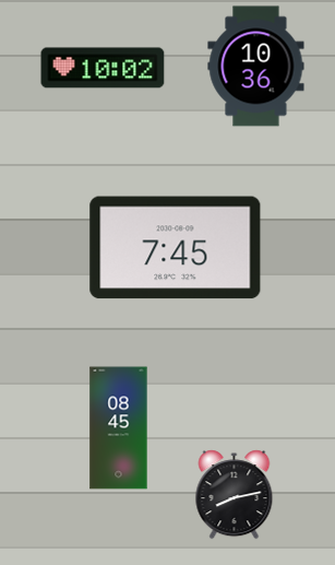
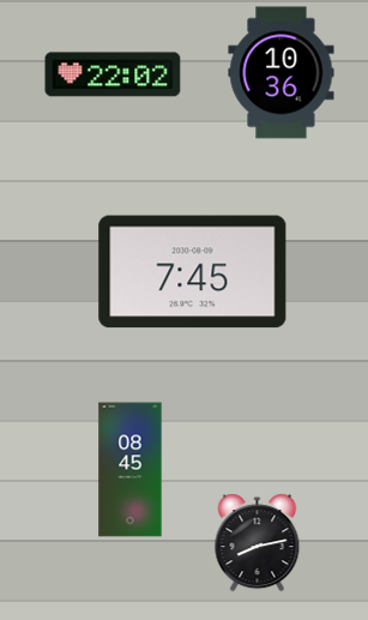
clock at (103, 68): 10:02 -> 22:02
